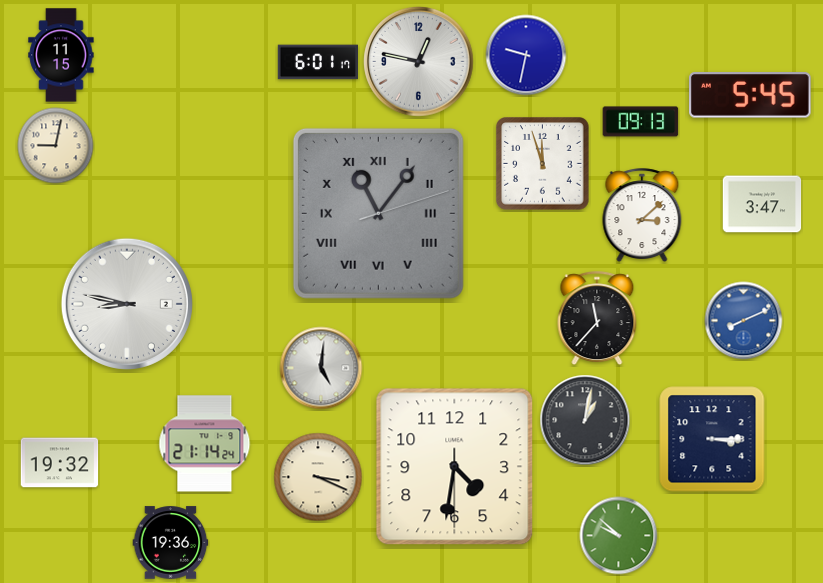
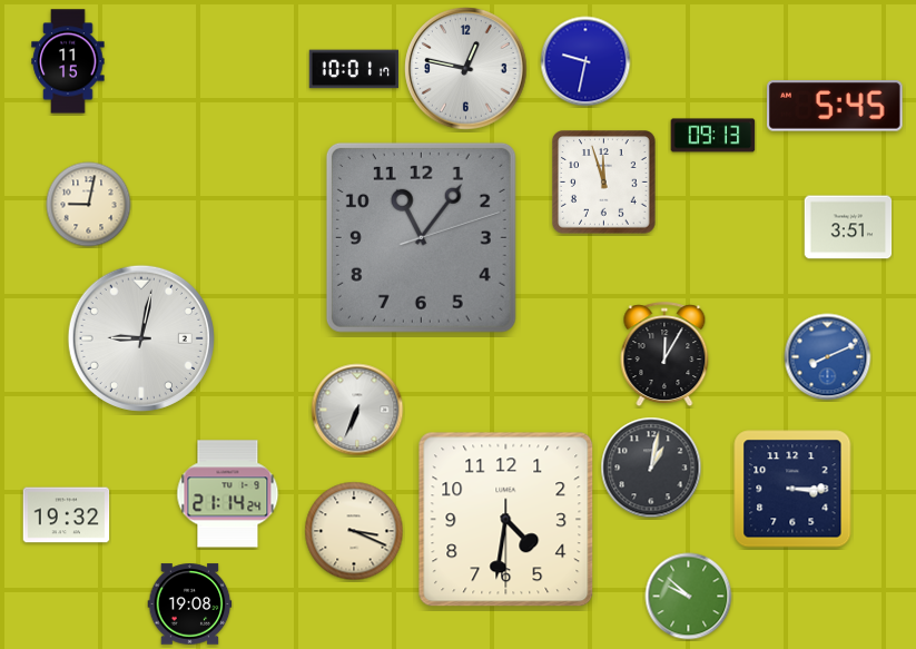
clock at (317, 62): 6:01 -> 10:01
clock at (56, 146) position: (56, 146) -> (89, 205)
clock at (762, 204): 3:47 -> 3:51
clock at (378, 213) numerals: Roman -> Arabic
clock at (642, 216): 3:08 -> none
clock at (127, 304): 8:47 -> 9:02
clock at (597, 319): 11:37 -> 12:05
clock at (321, 368): 5:01 -> 6:34
clock at (171, 543): 19:36 -> 19:08
